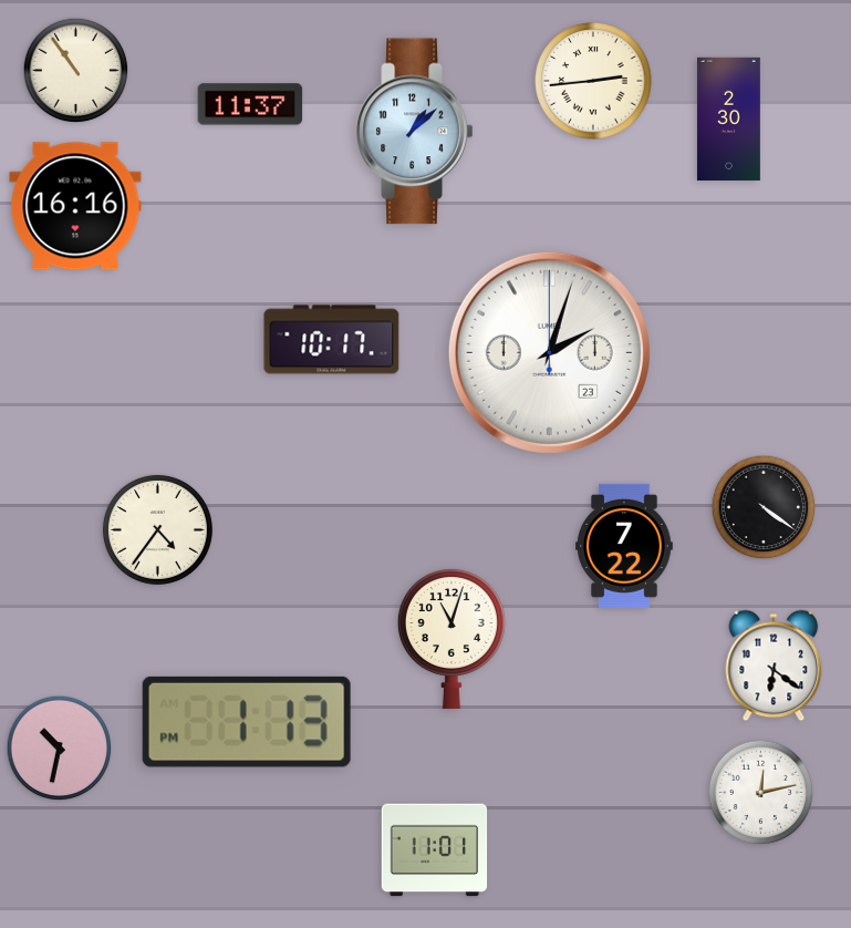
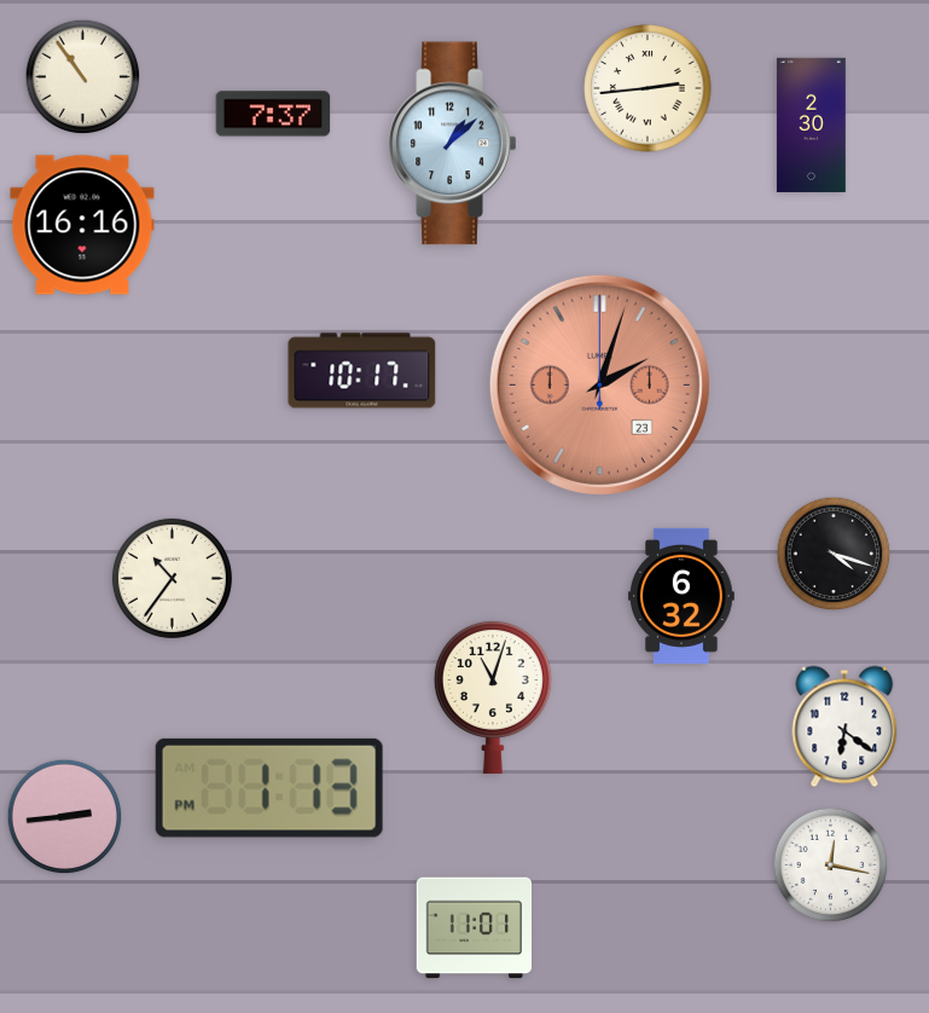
clock at (250, 104): 11:37 -> 7:37
clock at (728, 118) position: (728, 118) -> (811, 125)
clock at (549, 352) dial: white -> salmon
clock at (764, 507): 4:21 -> 4:18
clock at (157, 529): 4:36 -> 10:36
clock at (624, 546): 7:22 -> 6:32
clock at (60, 749): 10:32 -> 2:44
clock at (761, 793): 12:13 -> 12:17
